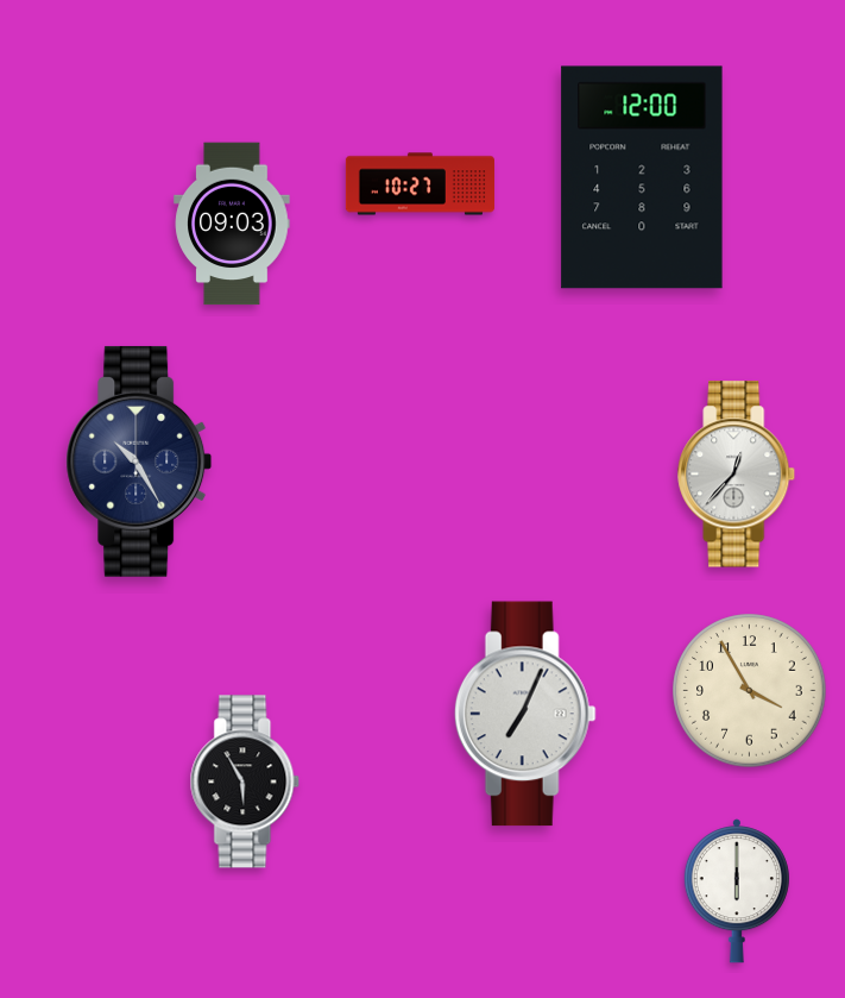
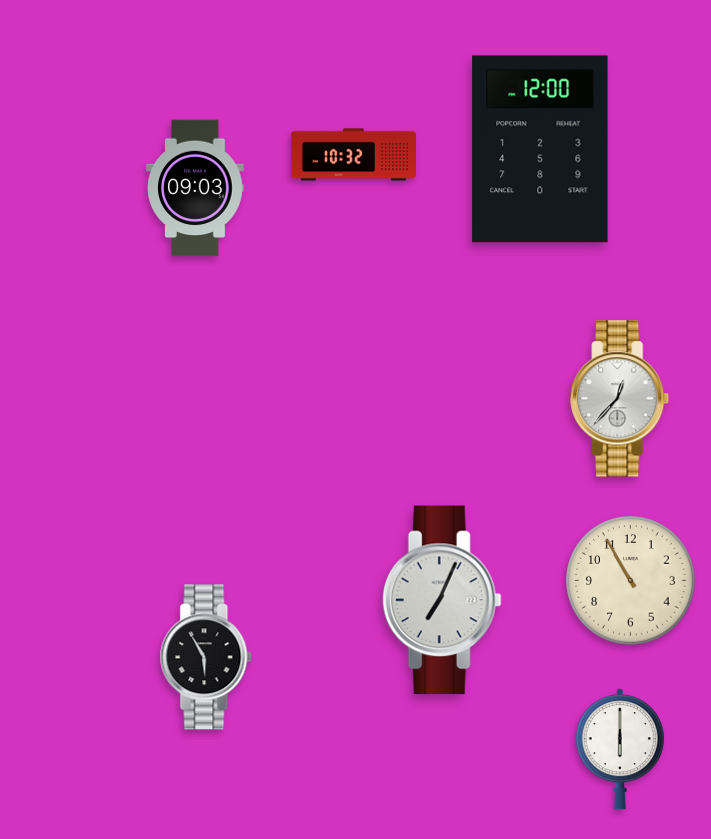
clock at (420, 184): 10:27 -> 10:32
clock at (139, 462): 10:25 -> none
clock at (750, 691): 3:55 -> 10:55
